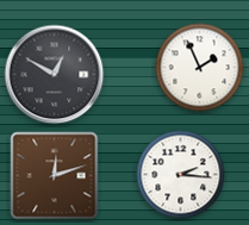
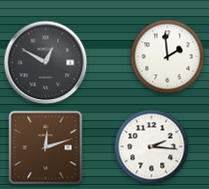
clock at (200, 68): 1:56 -> 1:59
